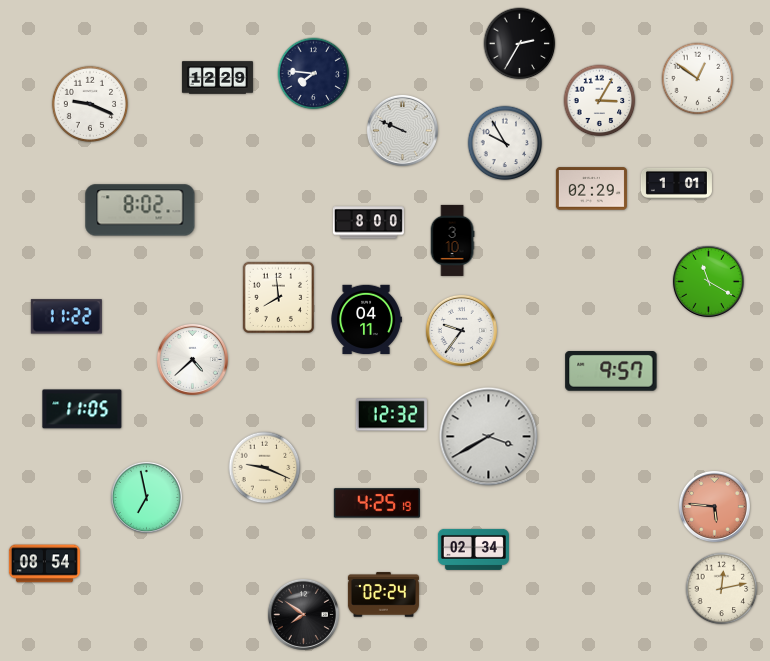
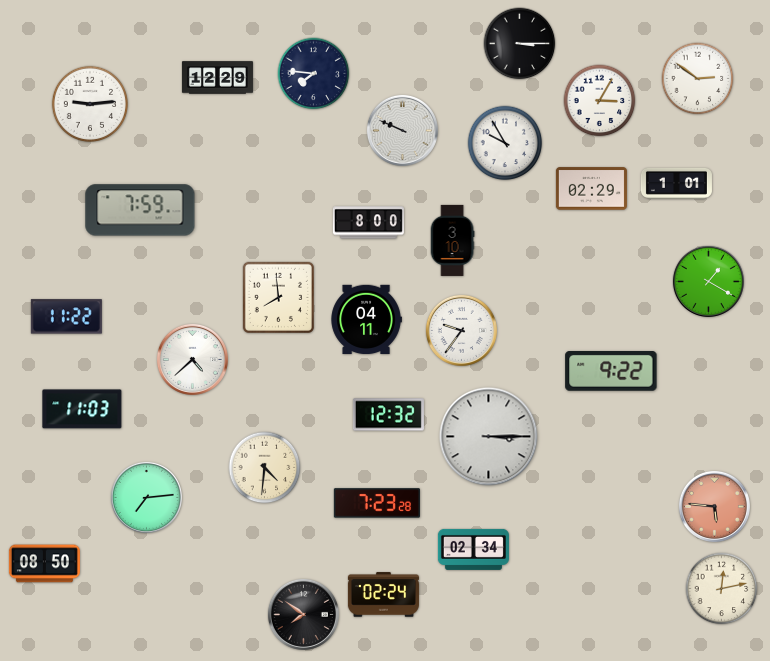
clock at (520, 44): 2:35 -> 3:15
clock at (698, 79): 12:51 -> 2:51
clock at (89, 103): 9:19 -> 9:14
clock at (140, 210): 8:02 -> 7:59
clock at (708, 281): 11:20 -> 1:20
clock at (611, 372): 9:57 -> 9:22
clock at (82, 409): 11:05 -> 11:03
clock at (391, 415) position: (391, 415) -> (388, 415)
clock at (489, 437): 3:40 -> 3:15
clock at (265, 468): 9:19 -> 4:31
clock at (146, 497): 6:58 -> 7:14
clock at (377, 503): 4:25 -> 7:23
clock at (44, 564): 08:54 -> 08:50
